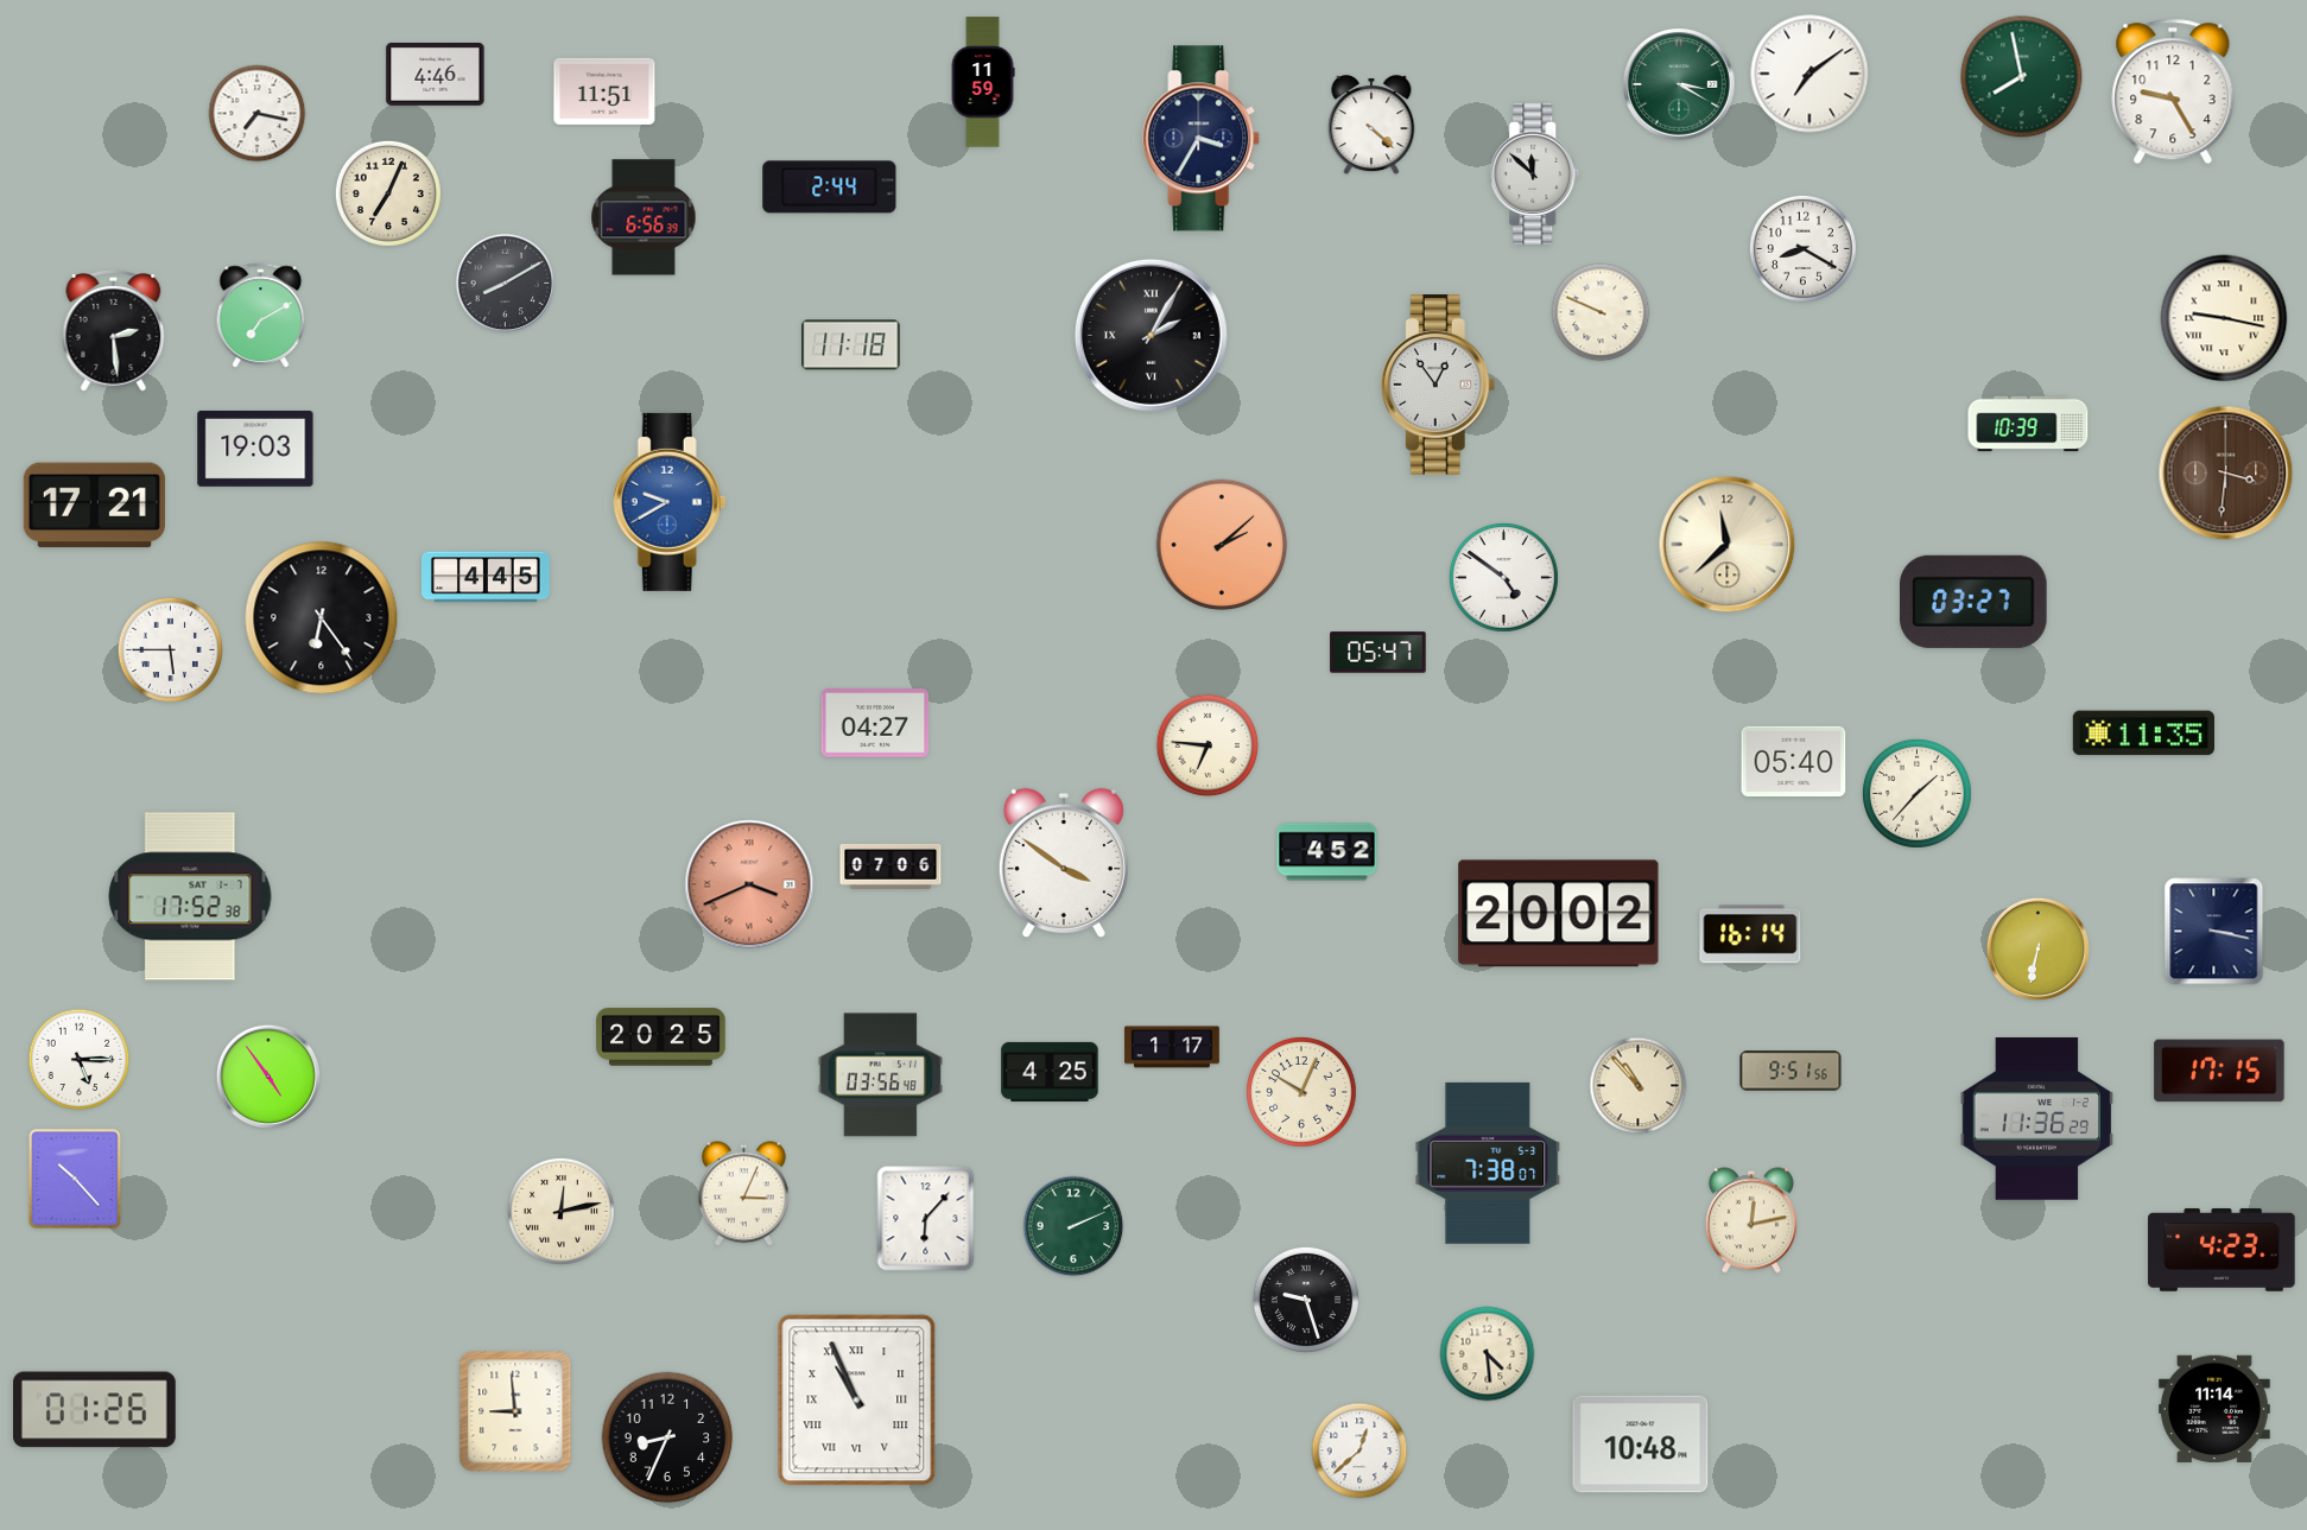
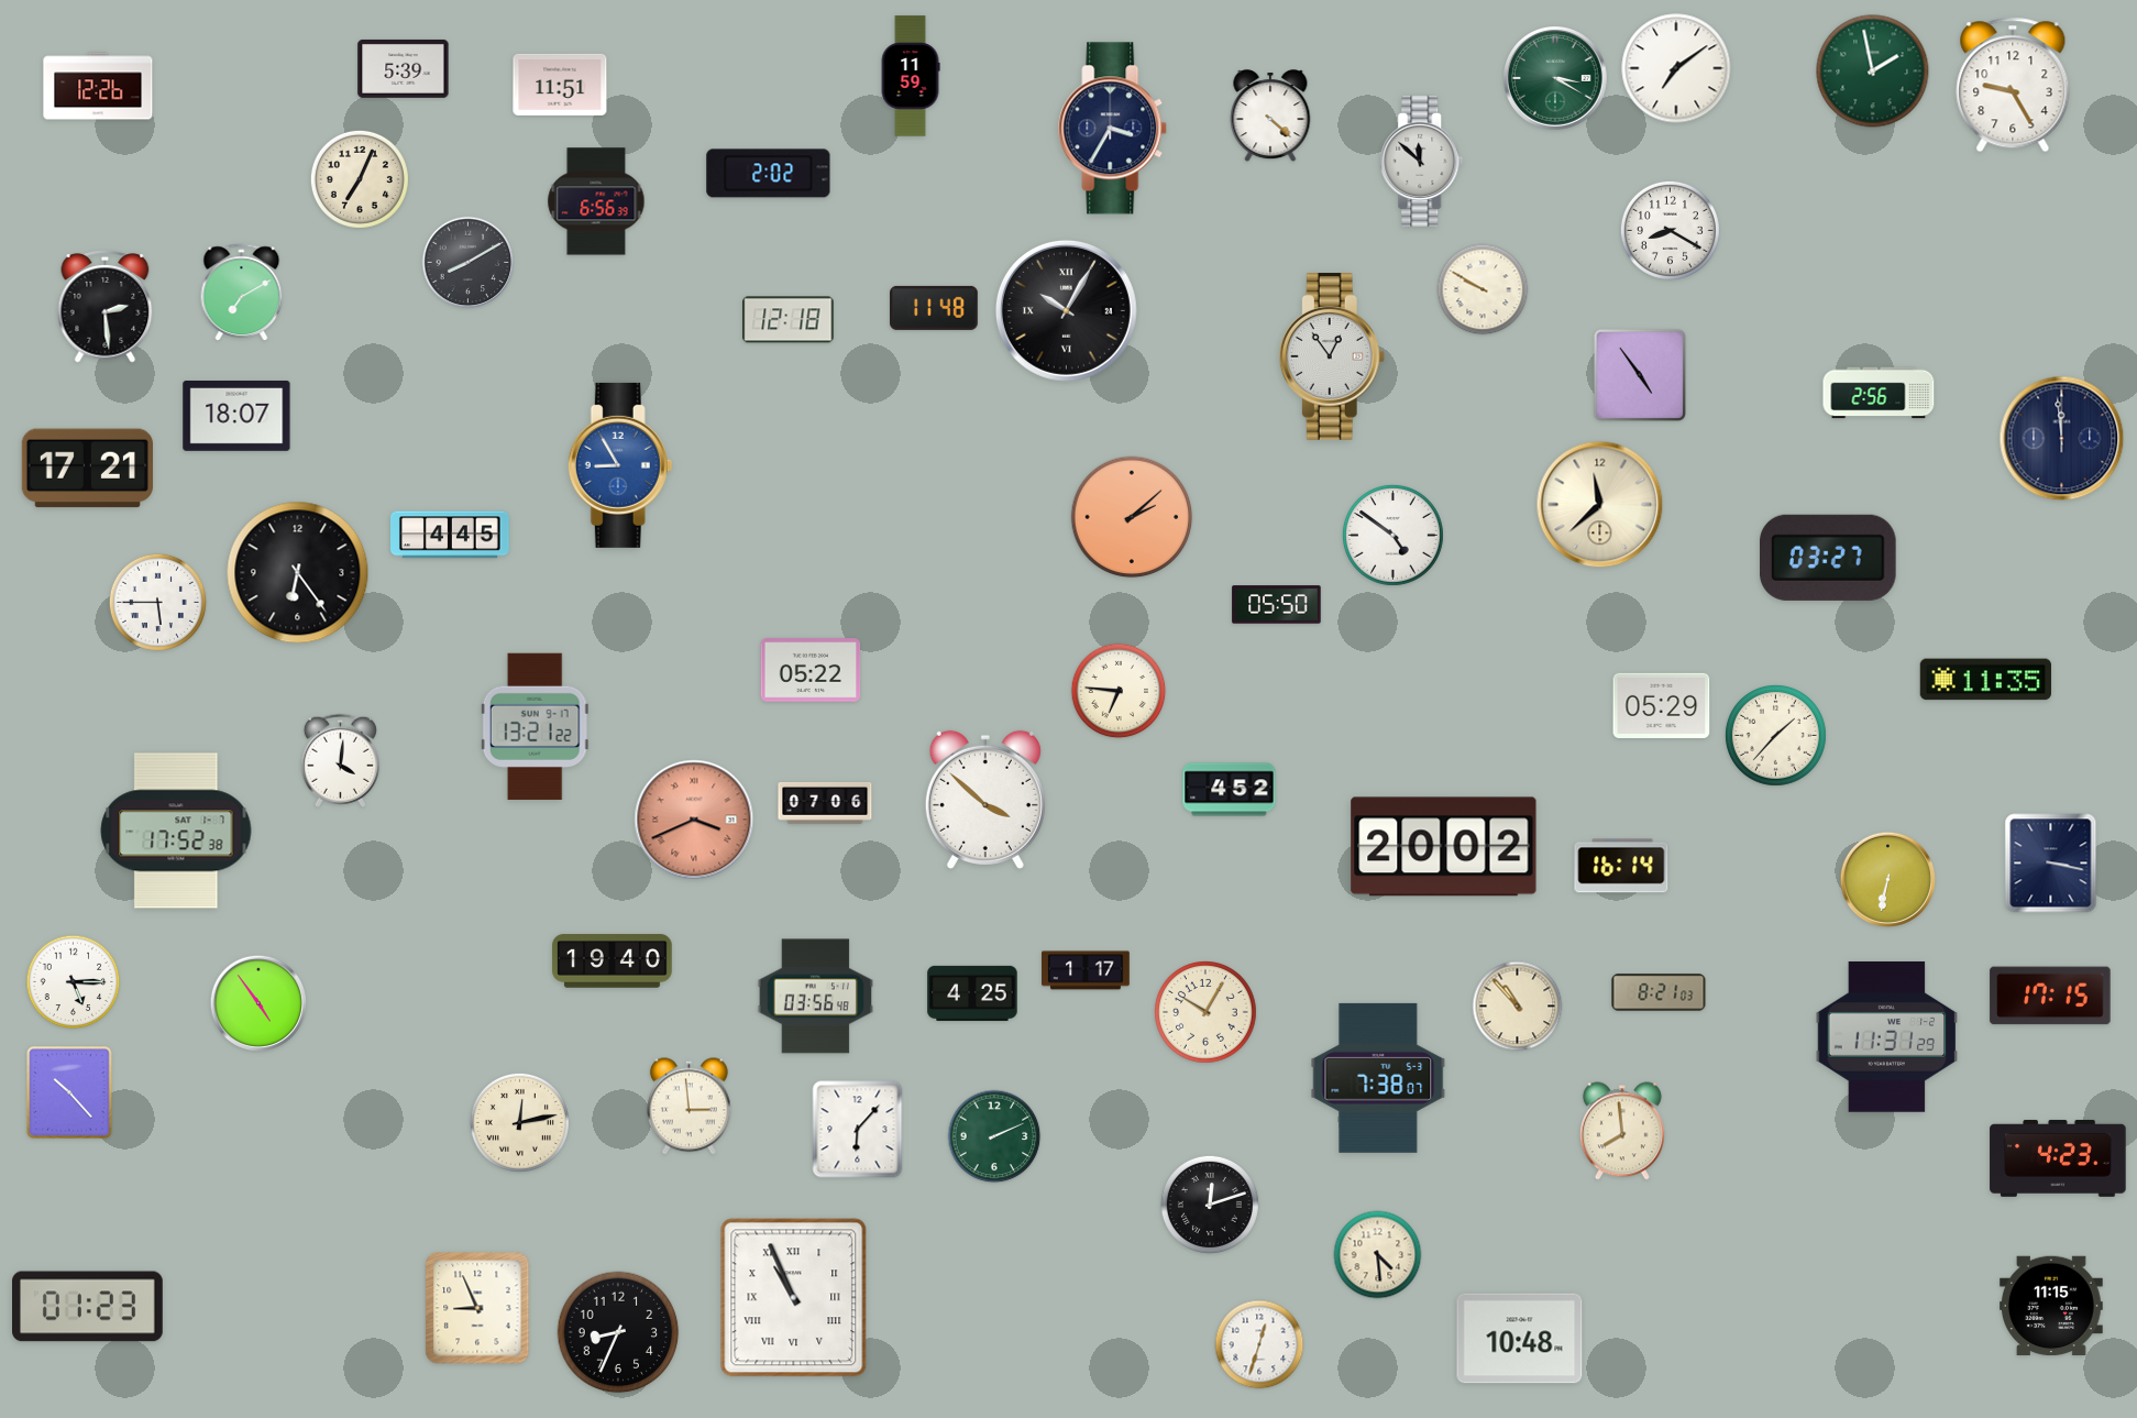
clock at (436, 74): 4:46 -> 5:39
clock at (2022, 77): 7:58 -> 1:58
clock at (98, 86): none -> 12:26
clock at (258, 114): 7:17 -> none
clock at (830, 188): 2:44 -> 2:02
clock at (1601, 312): 9:49 -> 9:50
clock at (2224, 318): 9:17 -> none
clock at (935, 308): none -> 11:48
clock at (1151, 335): 2:05 -> 10:05
clock at (851, 345): 11:18 -> 12:18
clock at (1640, 375): none -> 4:54
clock at (2028, 424): 10:39 -> 2:56
clock at (255, 449): 19:03 -> 18:07
clock at (2226, 474): 3:31 -> 11:59
clock at (2226, 474) dial: brown -> navy
clock at (670, 502): 9:40 -> 8:55
clock at (1222, 545) position: (1222, 545) -> (1132, 517)
clock at (1379, 653): 05:47 -> 05:50
clock at (875, 723): 04:27 -> 05:22
clock at (1794, 761): 05:40 -> 05:29
clock at (535, 726): none -> 13:21
clock at (340, 760): none -> 4:01
clock at (1064, 863): 3:51 -> 3:52
clock at (661, 1037): 20:25 -> 19:40
clock at (1791, 1071): 9:51 -> 8:21
clock at (2219, 1071) position: (2219, 1071) -> (2050, 996)
clock at (268, 1077) position: (268, 1077) -> (258, 1003)
clock at (1303, 1093): 10:04 -> 10:05
clock at (2037, 1118): 11:36 -> 11:31
clock at (743, 1194): 3:04 -> 2:59
clock at (1751, 1220): 12:13 -> 7:59
clock at (1306, 1300): 9:27 -> 12:12
clock at (2216, 1409): 11:14 -> 11:15
clock at (95, 1410): 01:26 -> 01:23
clock at (515, 1411): 8:59 -> 8:56
clock at (1360, 1450): 12:38 -> 12:33
